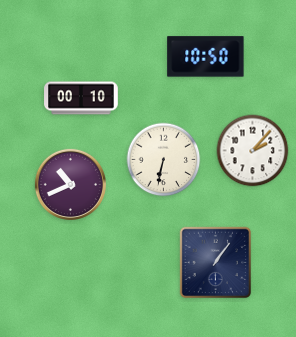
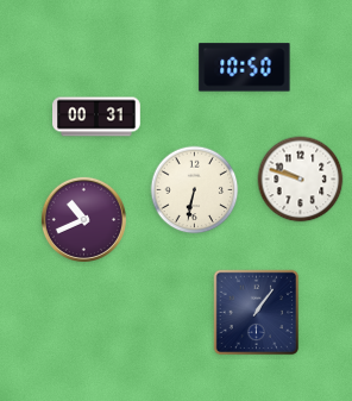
clock at (81, 98): 00:10 -> 00:31
clock at (253, 151): 2:07 -> 9:48
